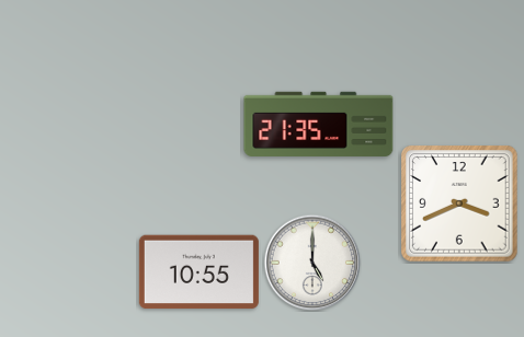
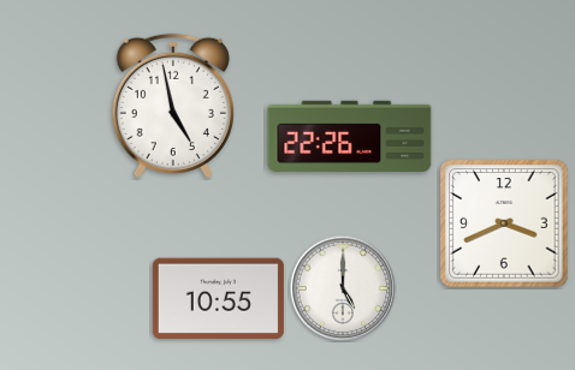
clock at (173, 106): none -> 4:58
clock at (319, 124): 21:35 -> 22:26
